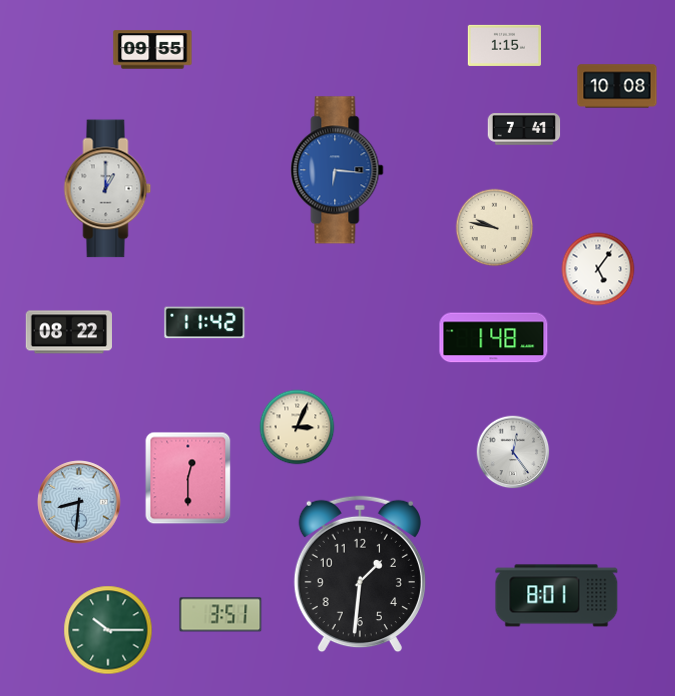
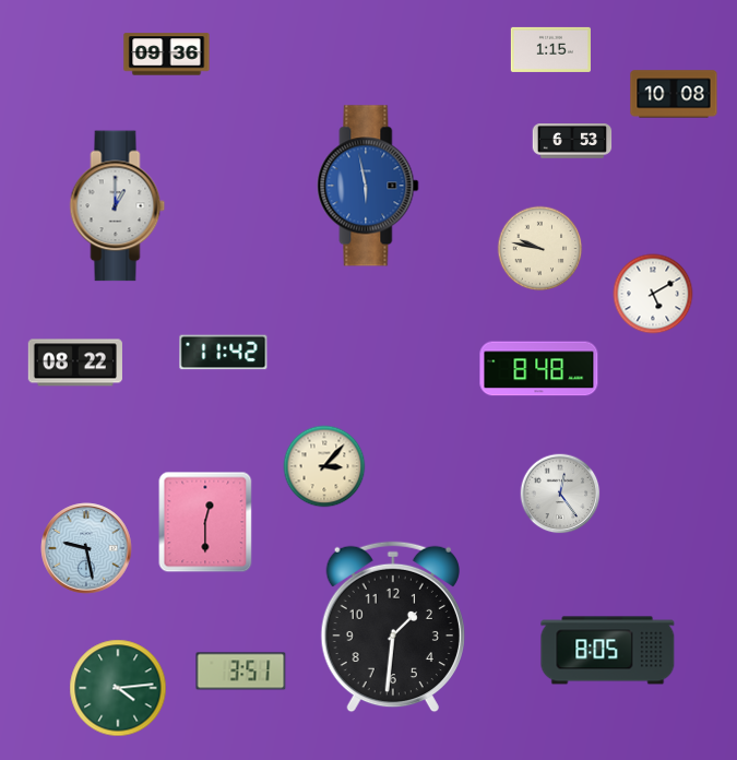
clock at (153, 50): 09:55 -> 09:36
clock at (524, 129): 7:41 -> 6:53
clock at (337, 170): 6:16 -> 5:58
clock at (598, 269): 5:06 -> 5:10
clock at (494, 338): 1:48 -> 8:48
clock at (297, 427): 3:04 -> 3:07
clock at (79, 502): 8:31 -> 9:28
clock at (557, 596): 8:01 -> 8:05
clock at (108, 630): 10:15 -> 4:14
